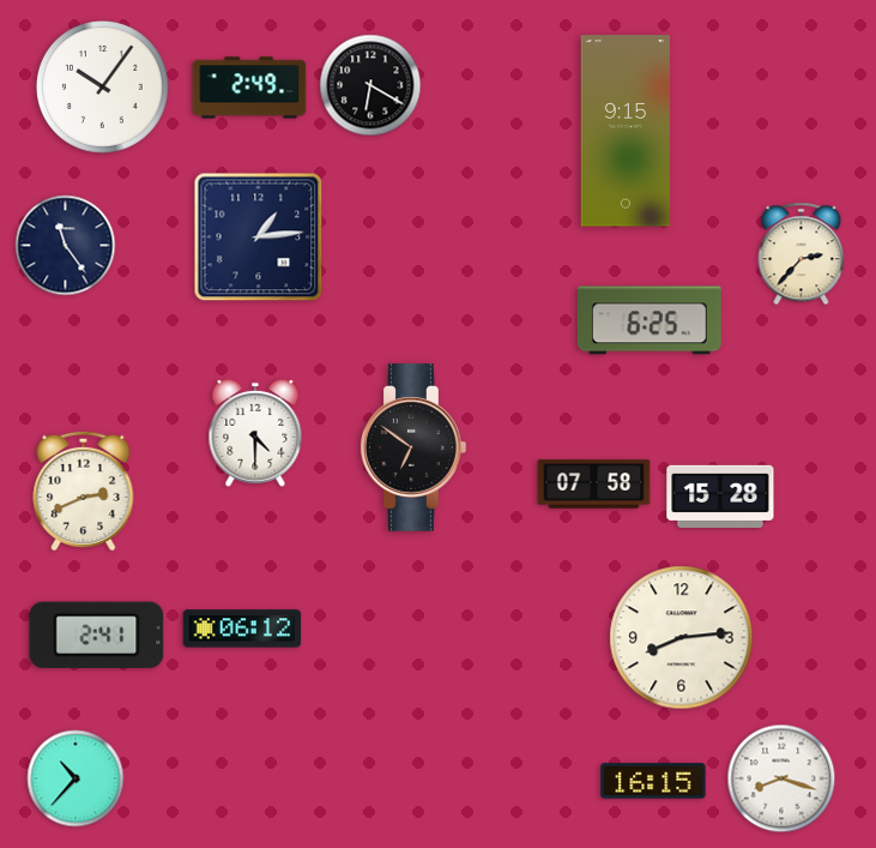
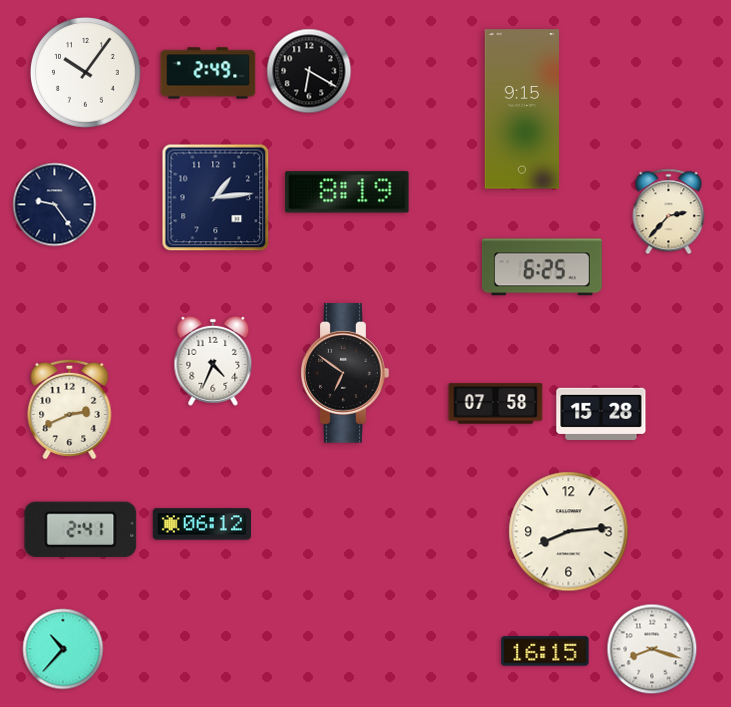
clock at (347, 192): none -> 8:19
clock at (66, 246): 11:24 -> 9:24
clock at (255, 433): 4:30 -> 4:34
